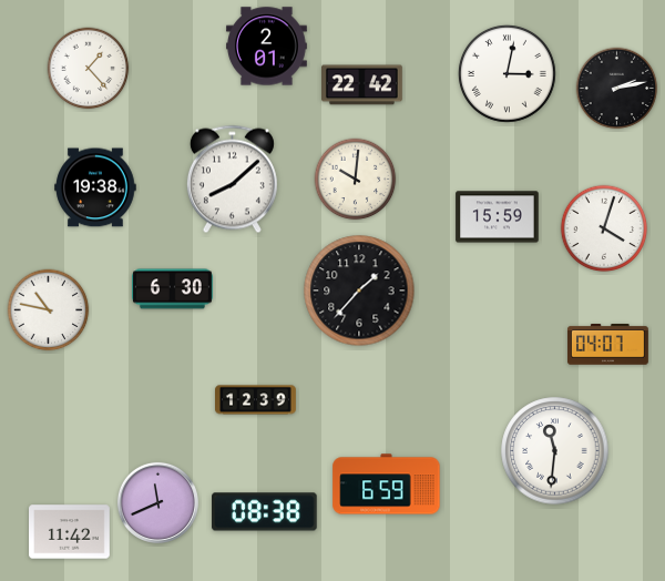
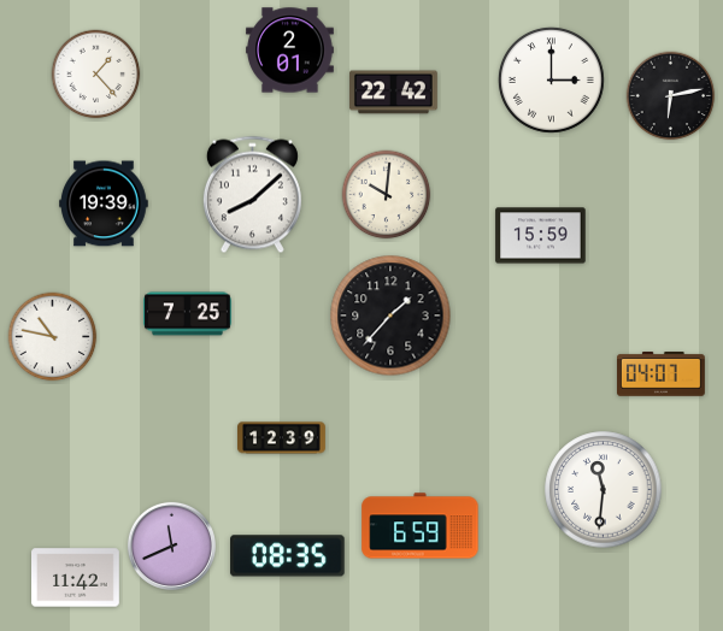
clock at (507, 73): 3:02 -> 3:00
clock at (617, 89): 2:13 -> 6:13
clock at (95, 187): 19:38 -> 19:39
clock at (604, 228): 4:03 -> none
clock at (173, 289): 6:30 -> 7:25
clock at (256, 400) position: (256, 400) -> (282, 438)
clock at (265, 512): 08:38 -> 08:35
